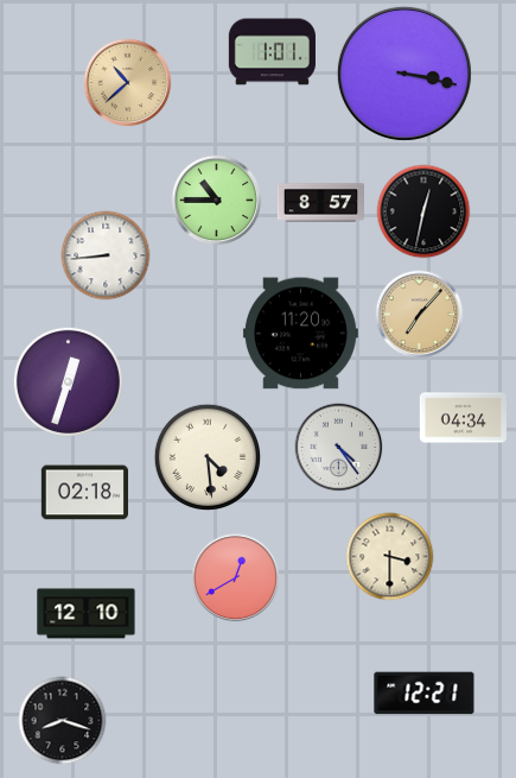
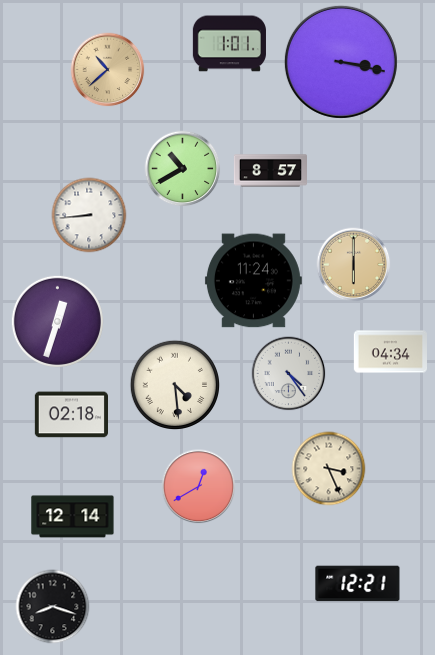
clock at (217, 201): 10:45 -> 10:40
clock at (423, 211): 12:32 -> none
clock at (420, 315): 7:07 -> 6:00
clock at (300, 334): 11:20 -> 11:24
clock at (339, 448) position: (339, 448) -> (289, 374)
clock at (390, 557): 3:30 -> 3:26
clock at (87, 614): 12:10 -> 12:14
